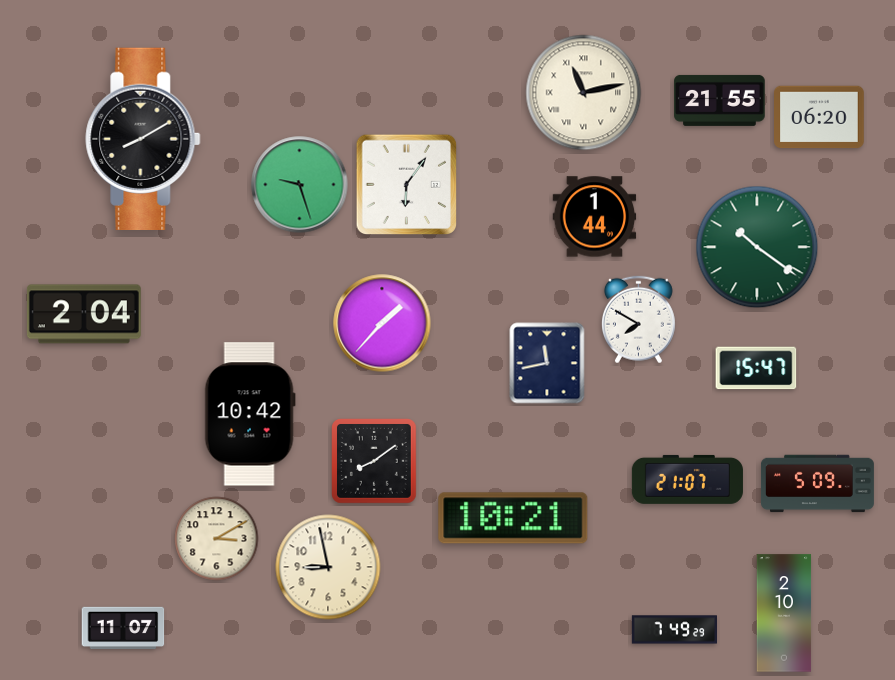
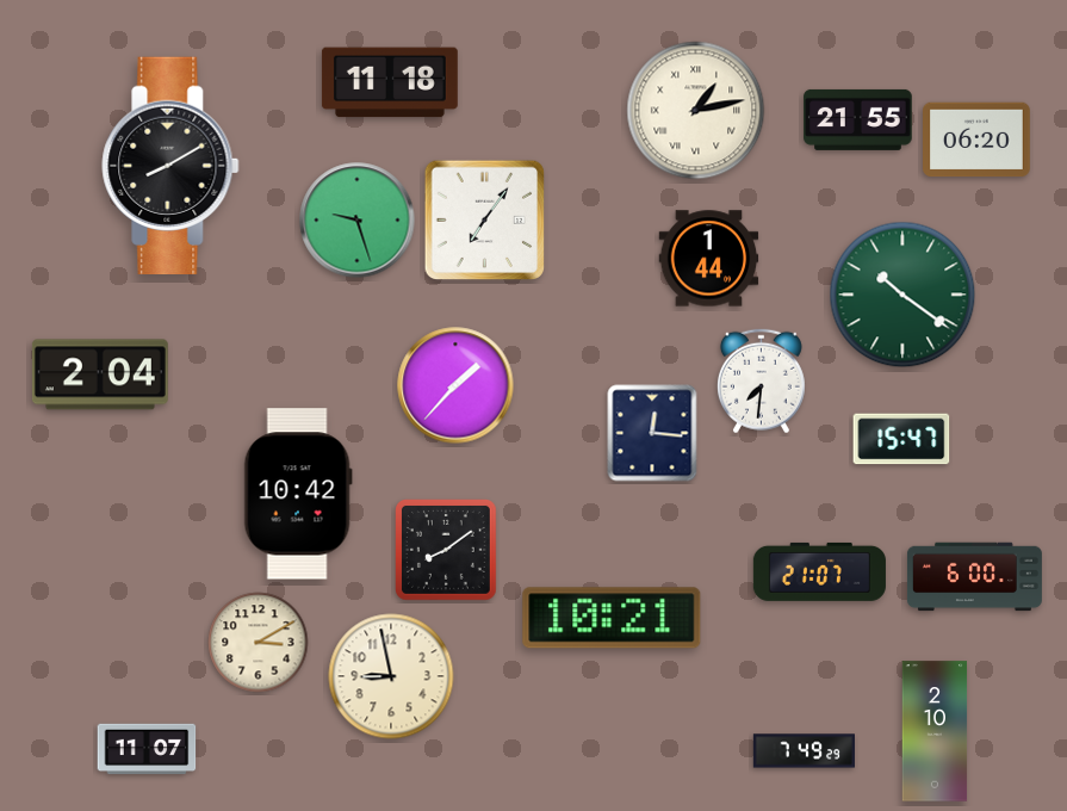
clock at (390, 82): none -> 11:18
clock at (584, 93): 11:13 -> 1:13
clock at (407, 185): 6:06 -> 7:06
clock at (638, 320): 7:50 -> 7:31
clock at (547, 363): 11:43 -> 12:16
clock at (817, 484): 5:09 -> 6:00
